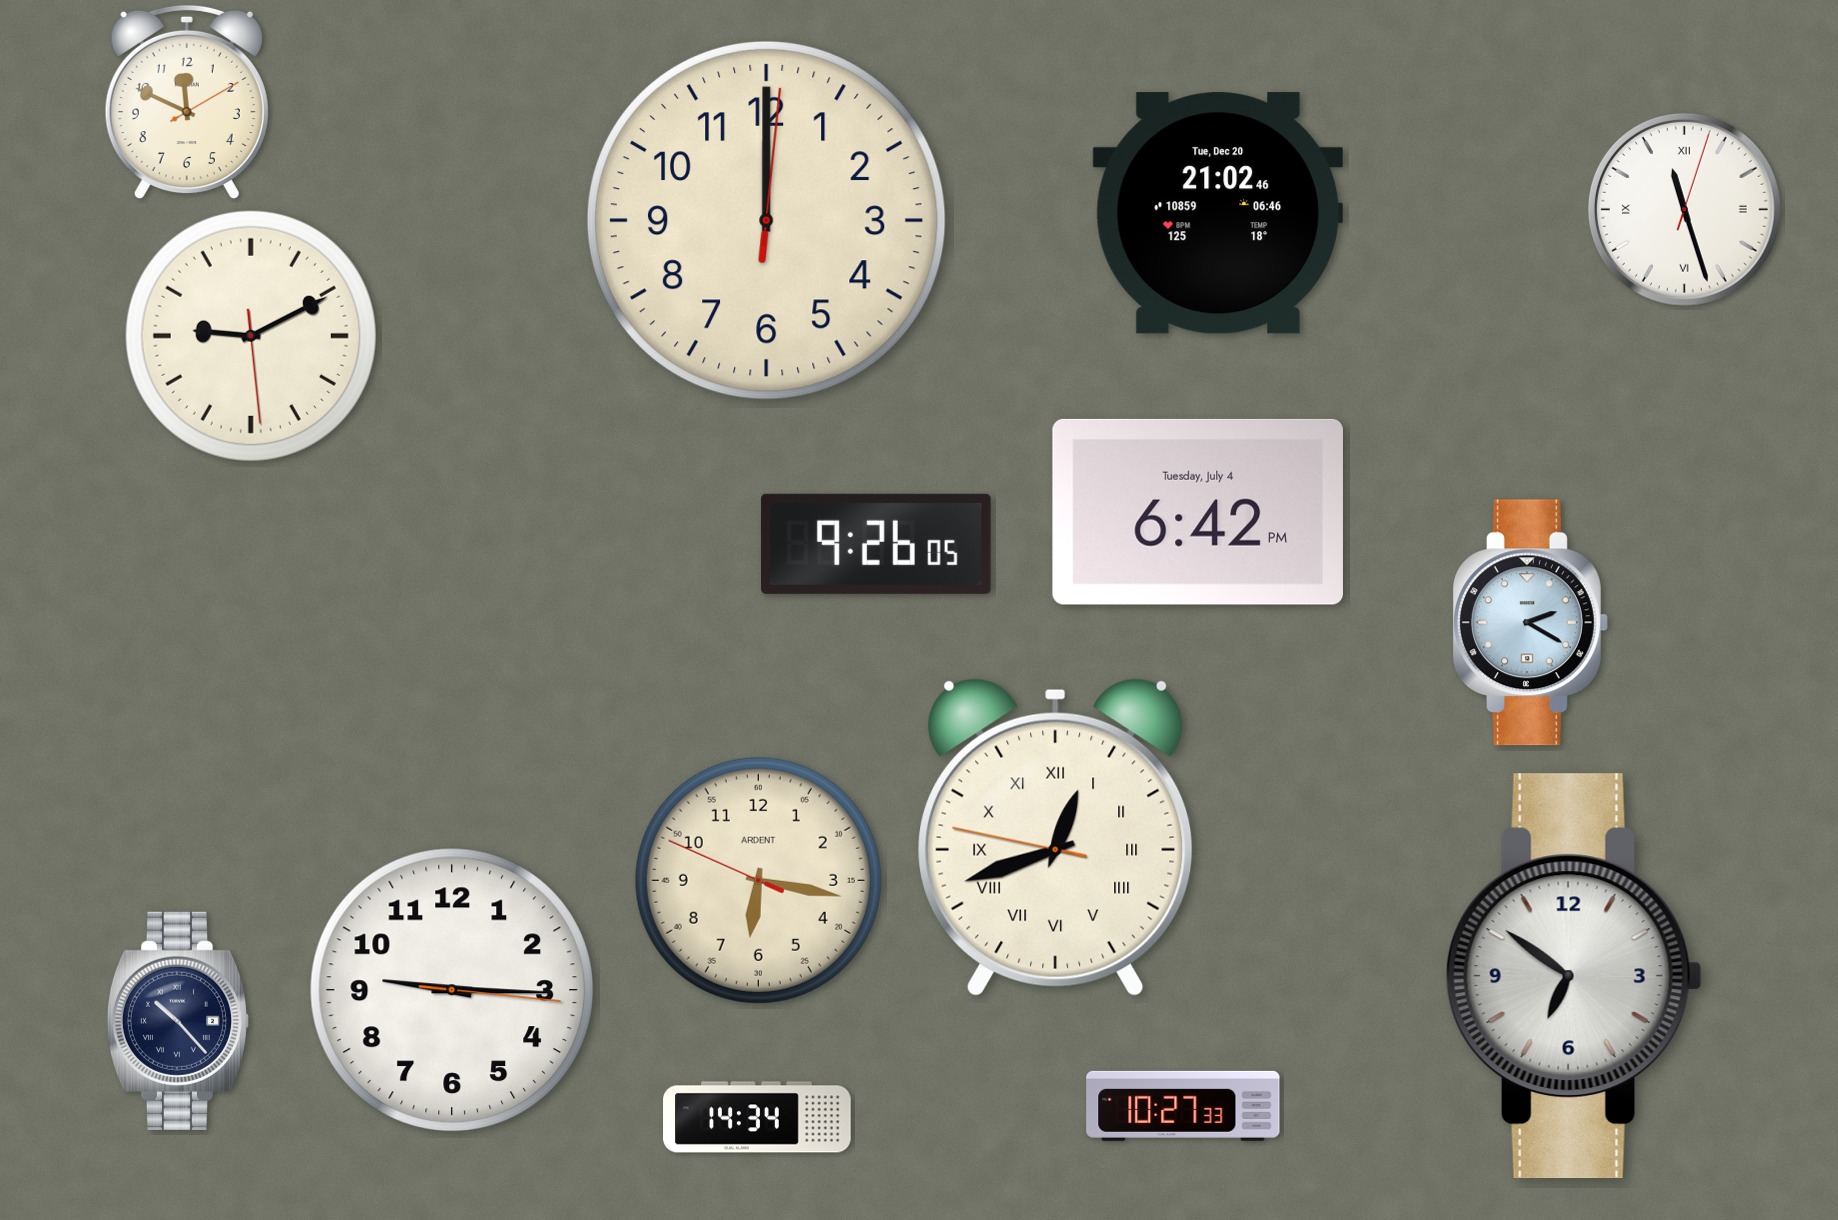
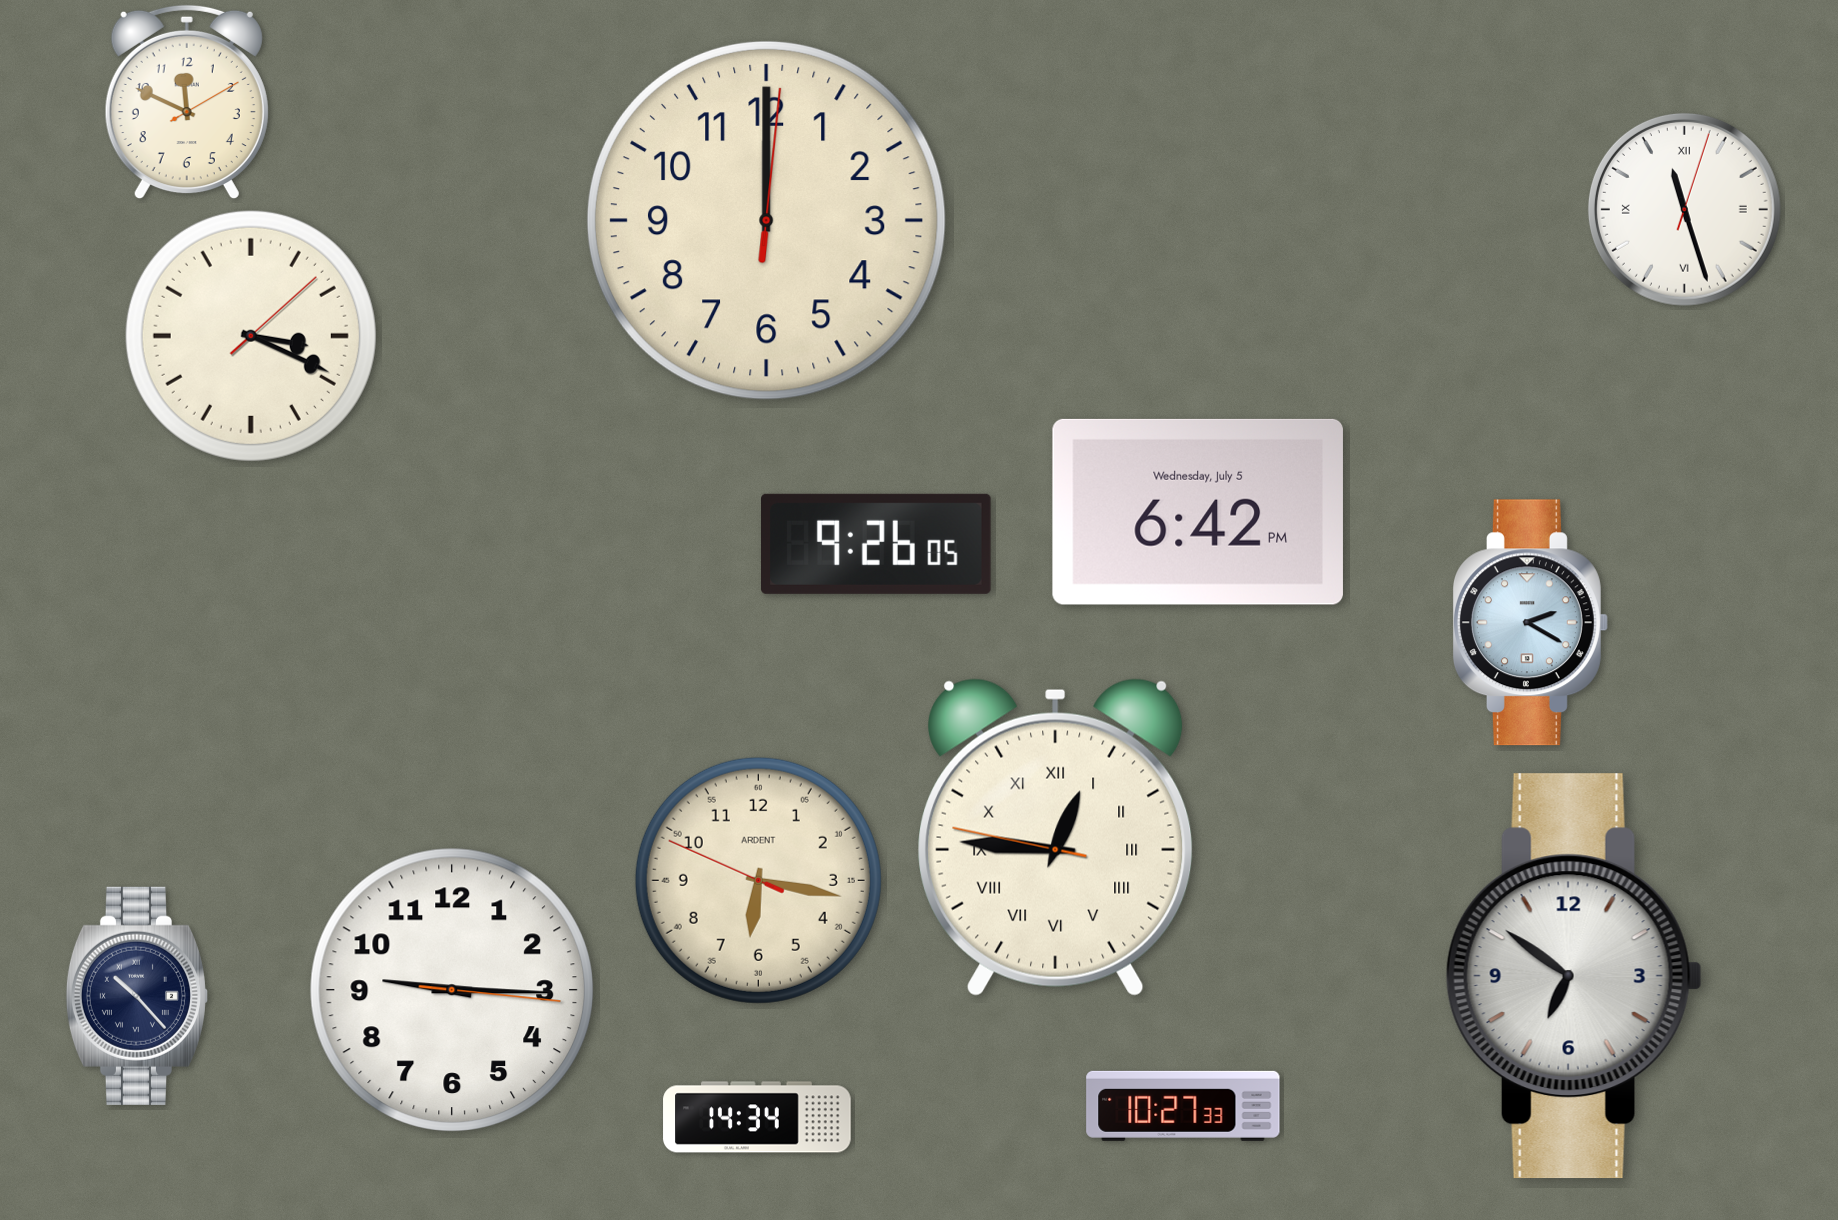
clock at (1218, 213): 21:02 -> none
clock at (251, 336): 9:10 -> 3:19
clock at (1198, 512) date: Tuesday, July 4 -> Wednesday, July 5
clock at (1056, 837): 12:41 -> 12:45
clock at (178, 1021) position: (178, 1021) -> (137, 996)
